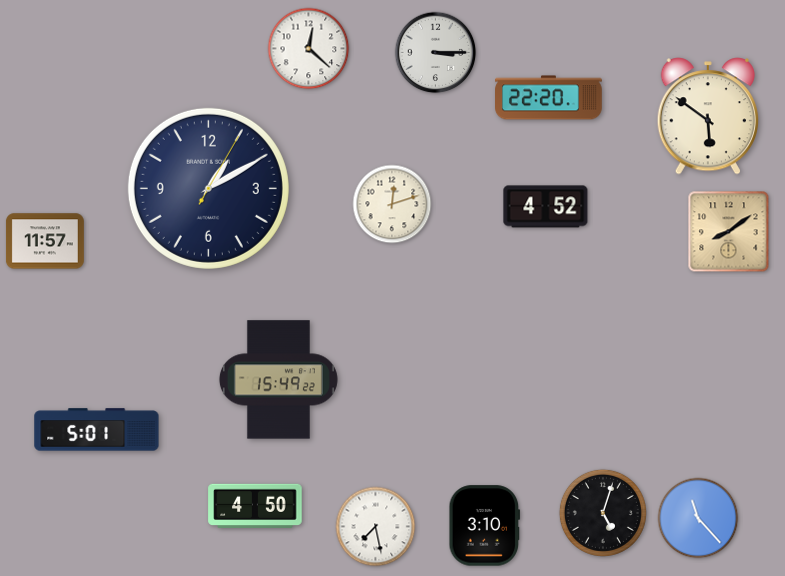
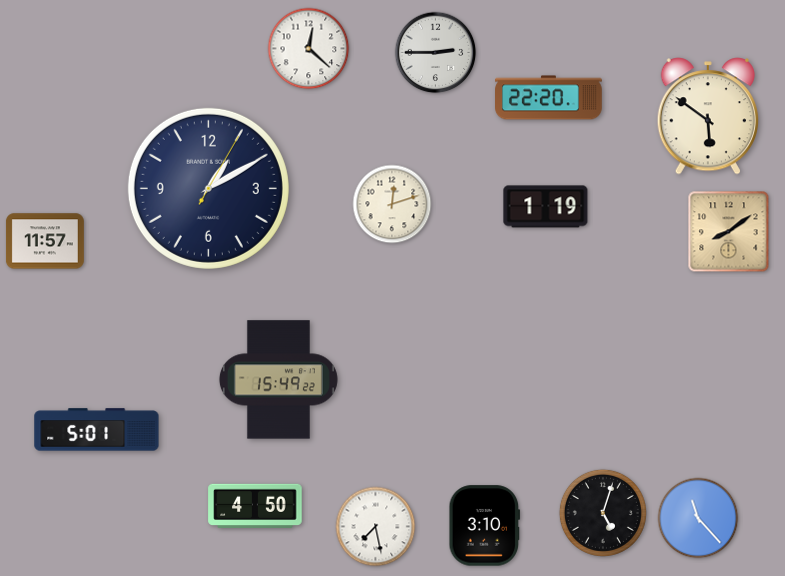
clock at (436, 53): 3:15 -> 2:45
clock at (546, 207): 4:52 -> 1:19
